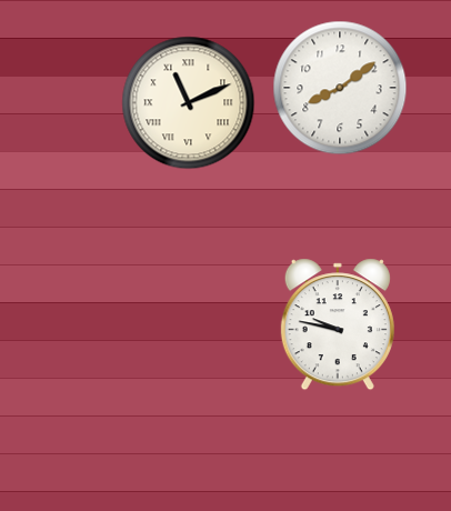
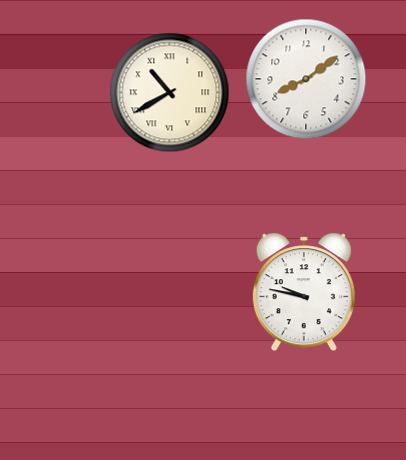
clock at (189, 103): 11:11 -> 10:40
